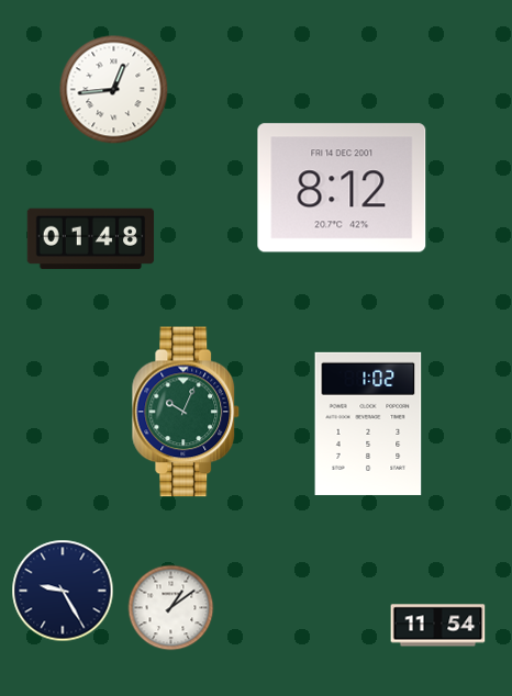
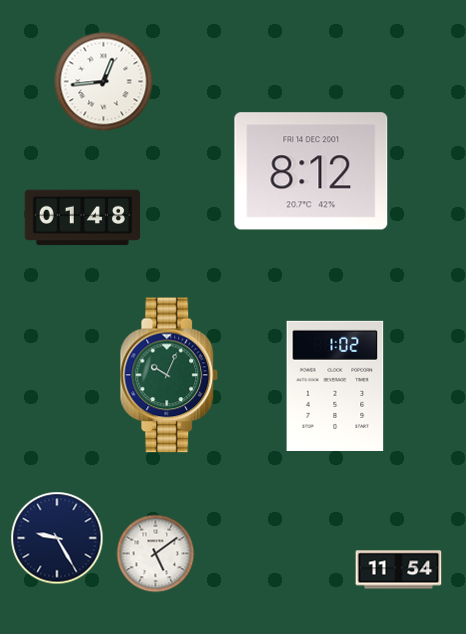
clock at (171, 608): 1:09 -> 5:09
